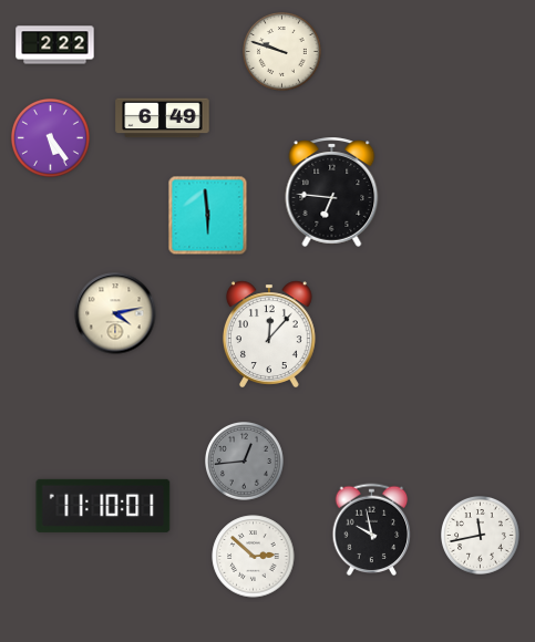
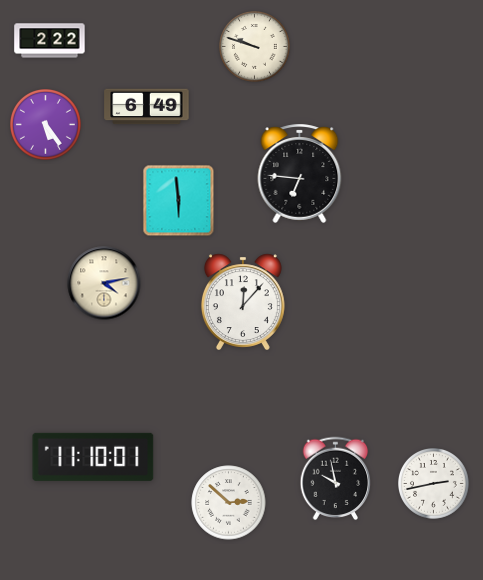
clock at (208, 216) position: (208, 216) -> (179, 201)
clock at (245, 462): 12:44 -> none
clock at (481, 536): 11:43 -> 2:43
